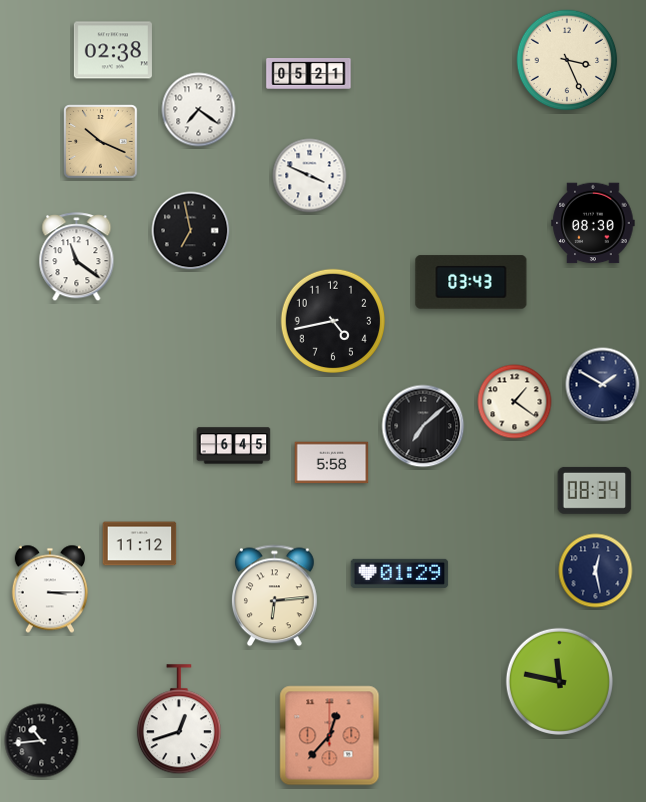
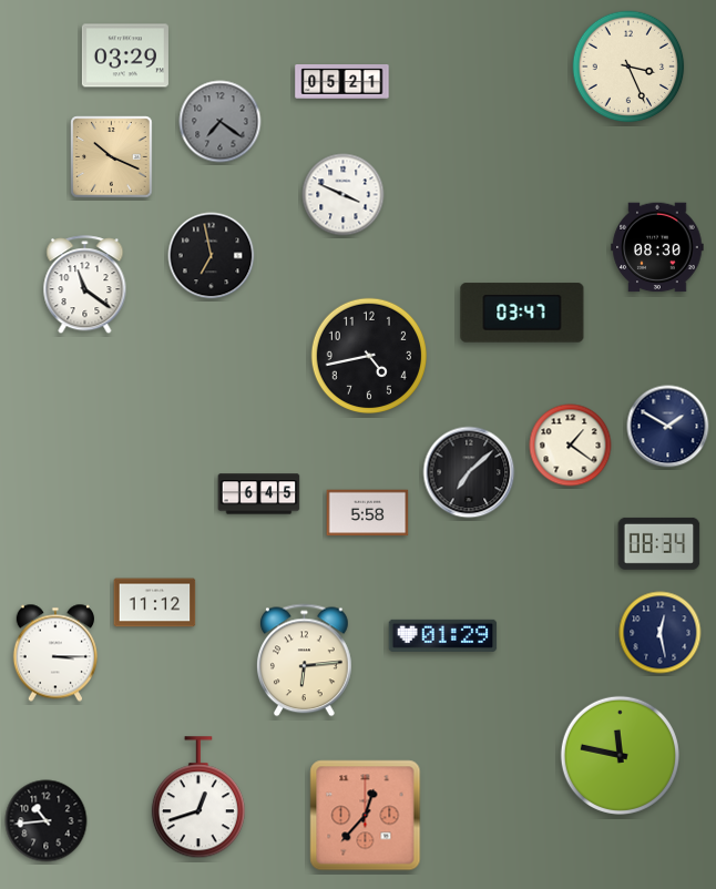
clock at (113, 50): 02:38 -> 03:29
clock at (199, 110) dial: white -> grey
clock at (471, 282): 03:43 -> 03:47
